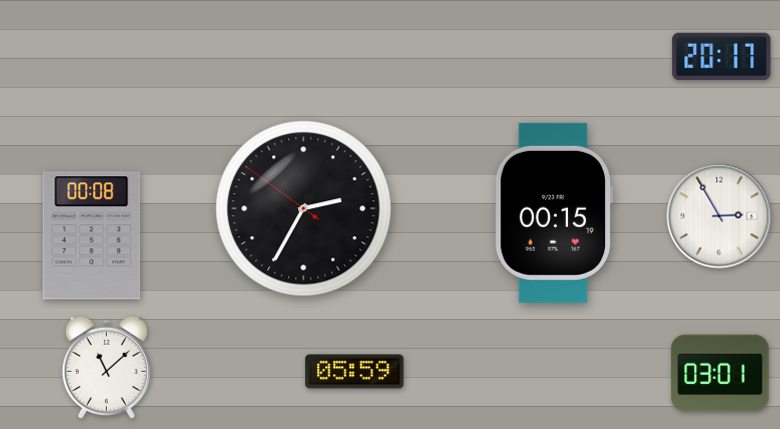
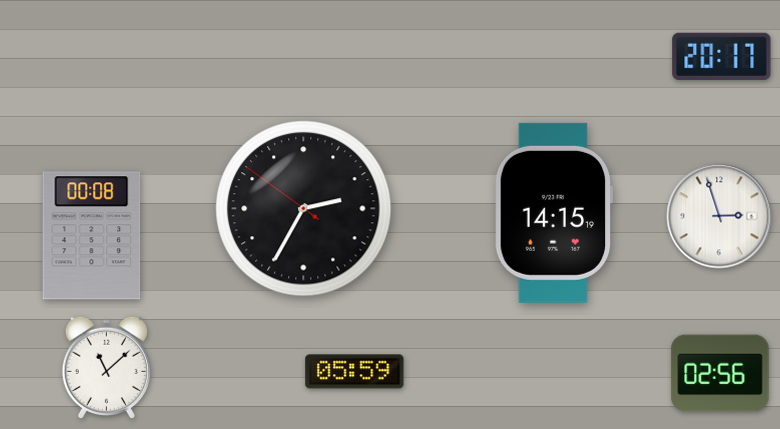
clock at (554, 213): 00:15 -> 14:15
clock at (719, 216): 2:55 -> 2:57
clock at (720, 373): 03:01 -> 02:56
